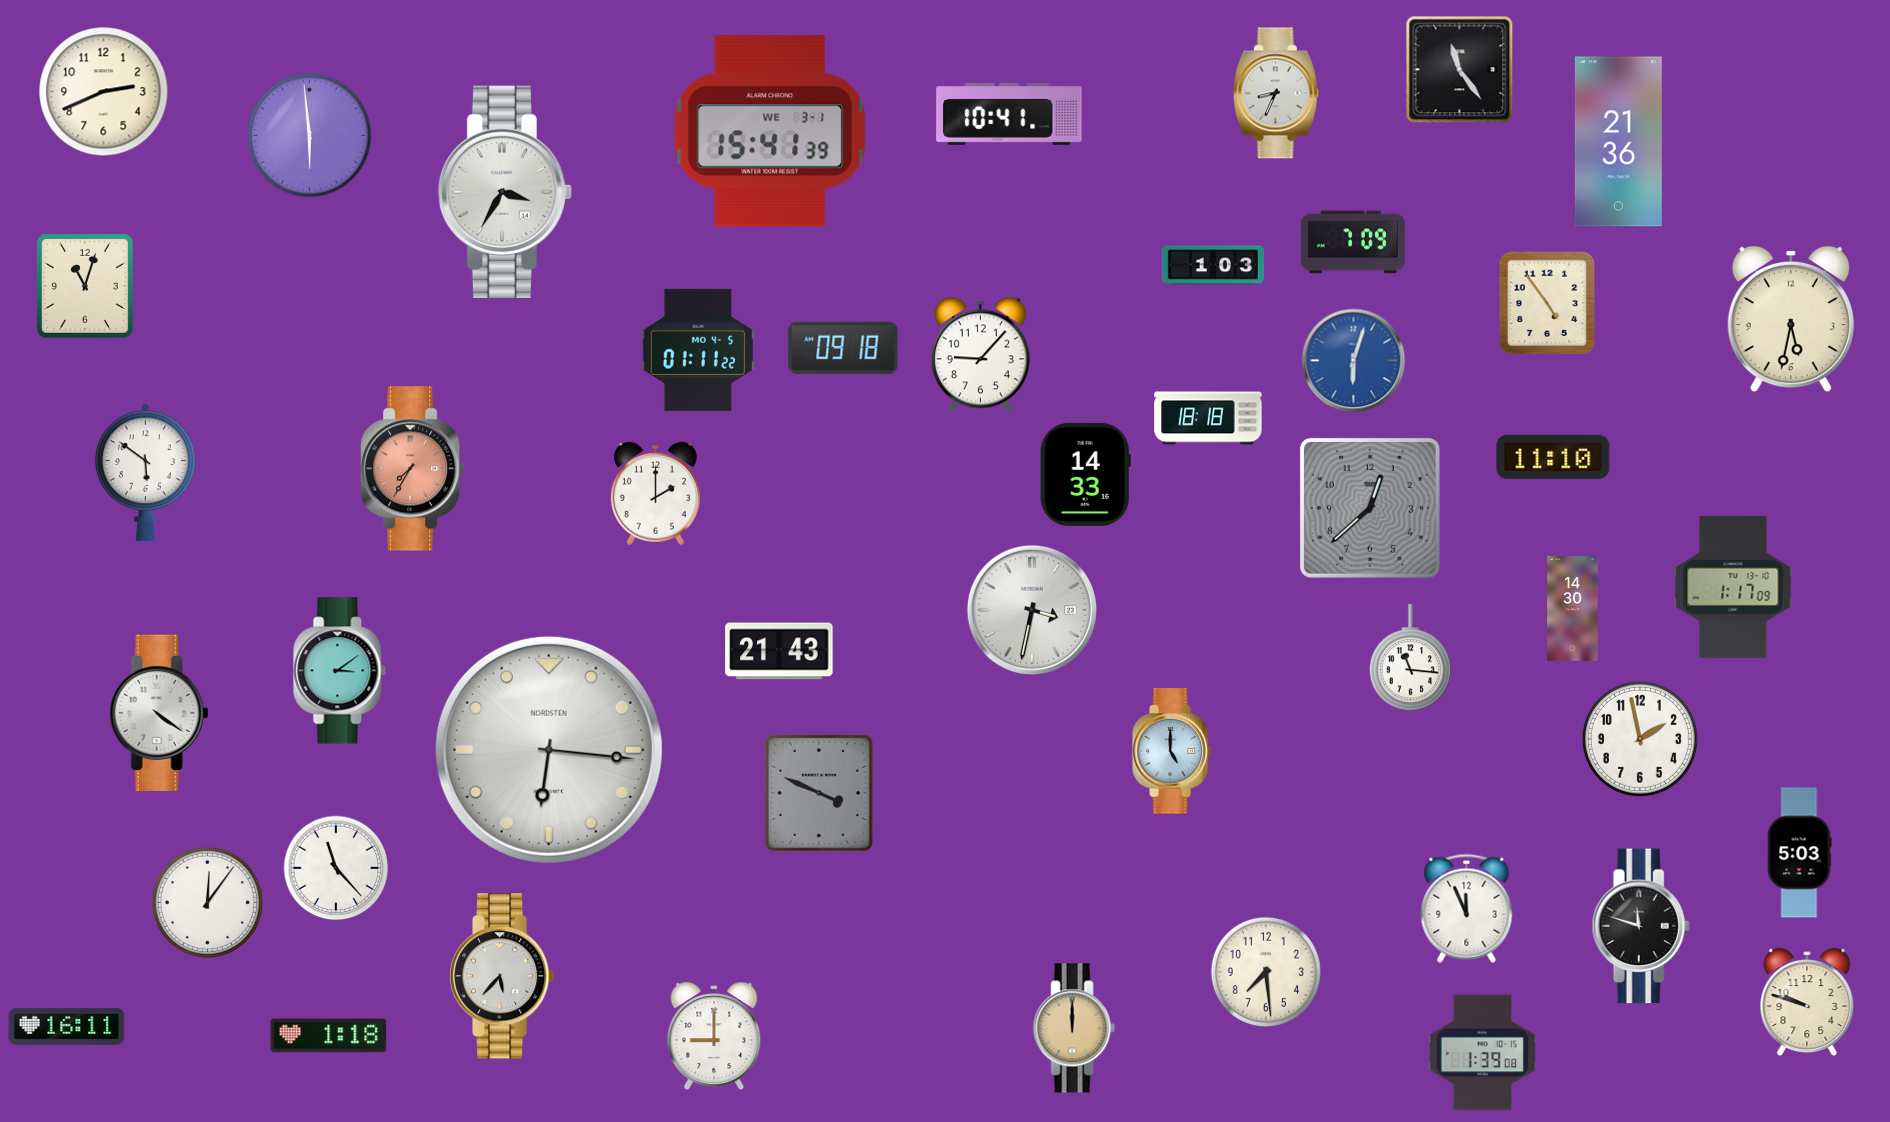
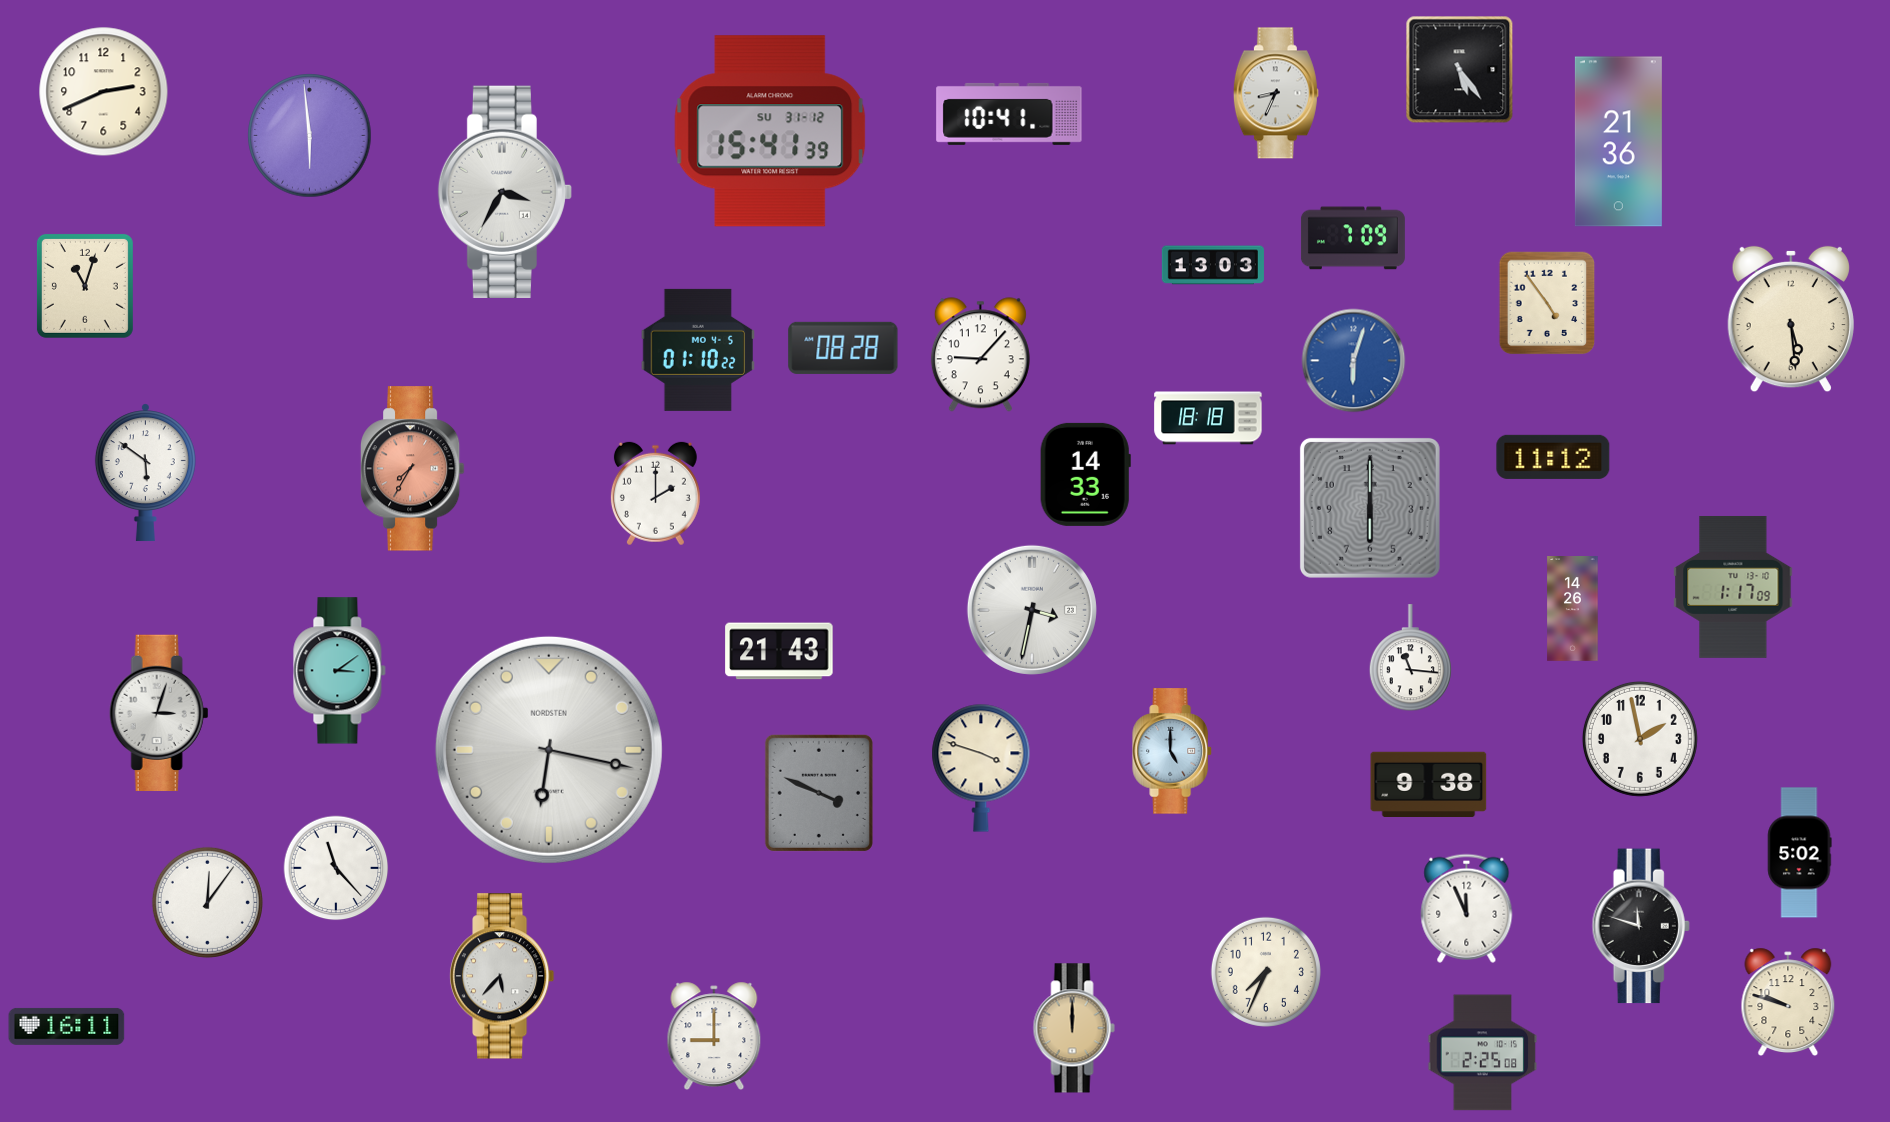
clock at (1460, 70): 11:24 -> 5:24
clock at (770, 131) date: WE 3-1 -> SU 31-12
clock at (1353, 242) position: (1353, 242) -> (1353, 238)
clock at (1213, 265): 1:03 -> 13:03
clock at (1791, 319): 5:32 -> 5:29
clock at (843, 348): 09:18 -> 08:28
clock at (698, 350): 01:11 -> 01:10
clock at (1553, 457): 11:10 -> 11:12
clock at (1370, 508): 12:38 -> 6:00
clock at (1573, 609): 14:30 -> 14:26
clock at (159, 712): 4:21 -> 3:03
clock at (549, 750): 6:16 -> 6:17
clock at (981, 768): none -> 3:48
clock at (1429, 784): none -> 9:38
clock at (1800, 853): 5:03 -> 5:02
clock at (1266, 972): 7:29 -> 7:34
clock at (1807, 1001) position: (1807, 1001) -> (1788, 1001)
clock at (329, 1036): 1:18 -> none
clock at (1483, 1053): 1:39 -> 2:25
